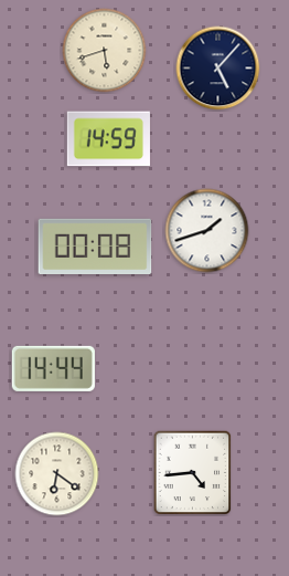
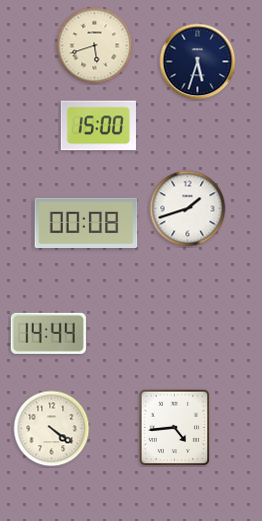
clock at (218, 69): 5:07 -> 5:33
clock at (108, 139): 14:59 -> 15:00
clock at (57, 474): 6:21 -> 4:21
